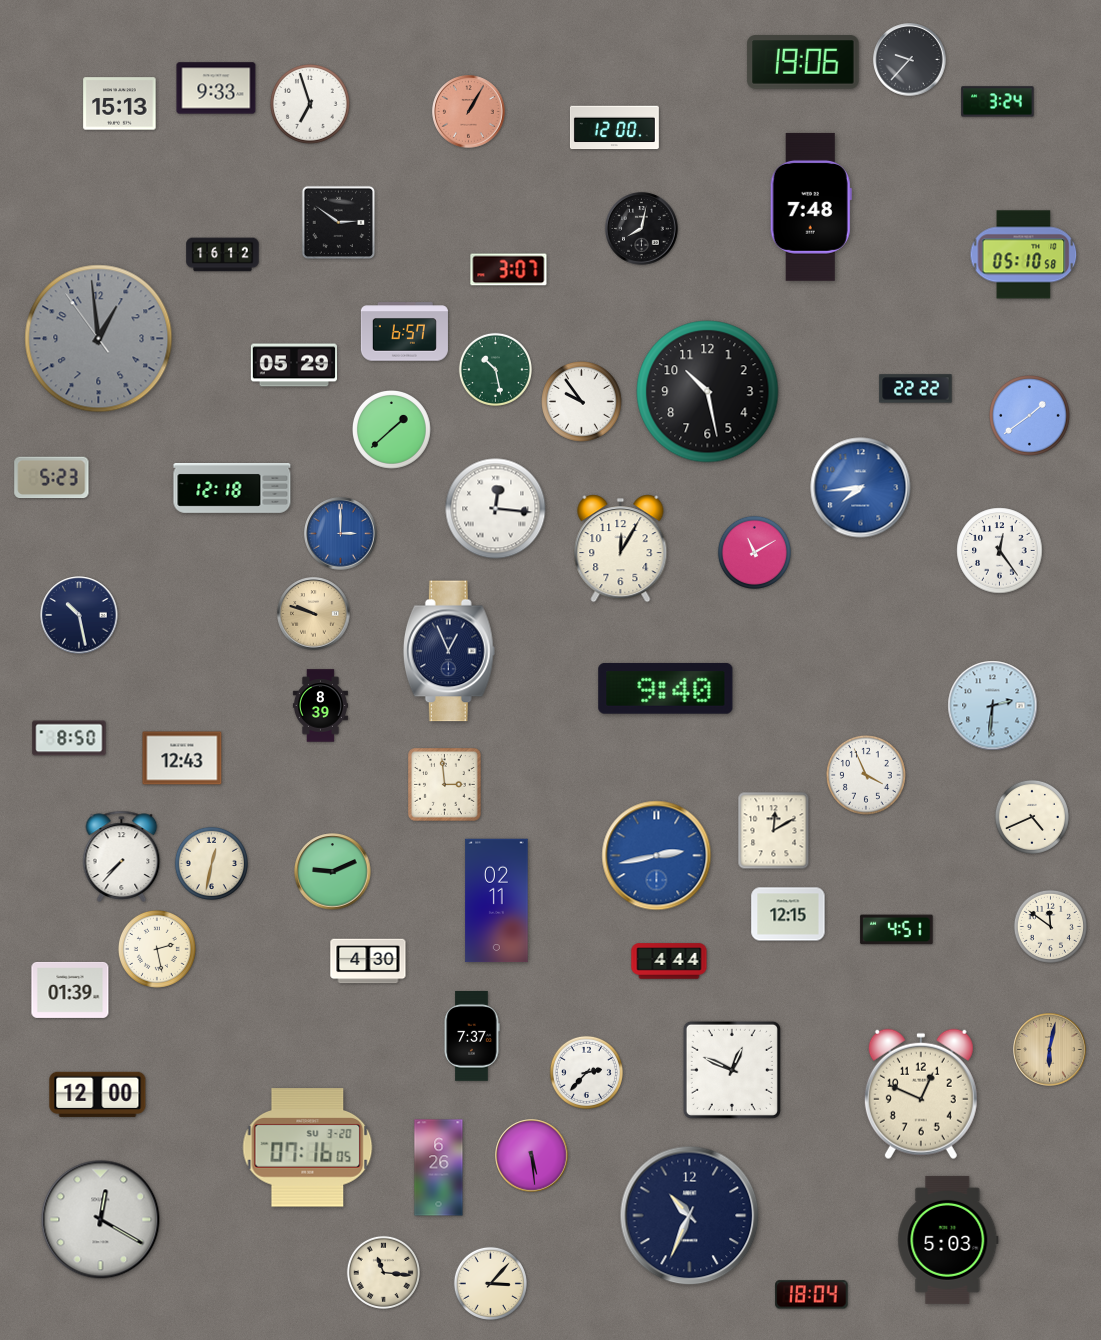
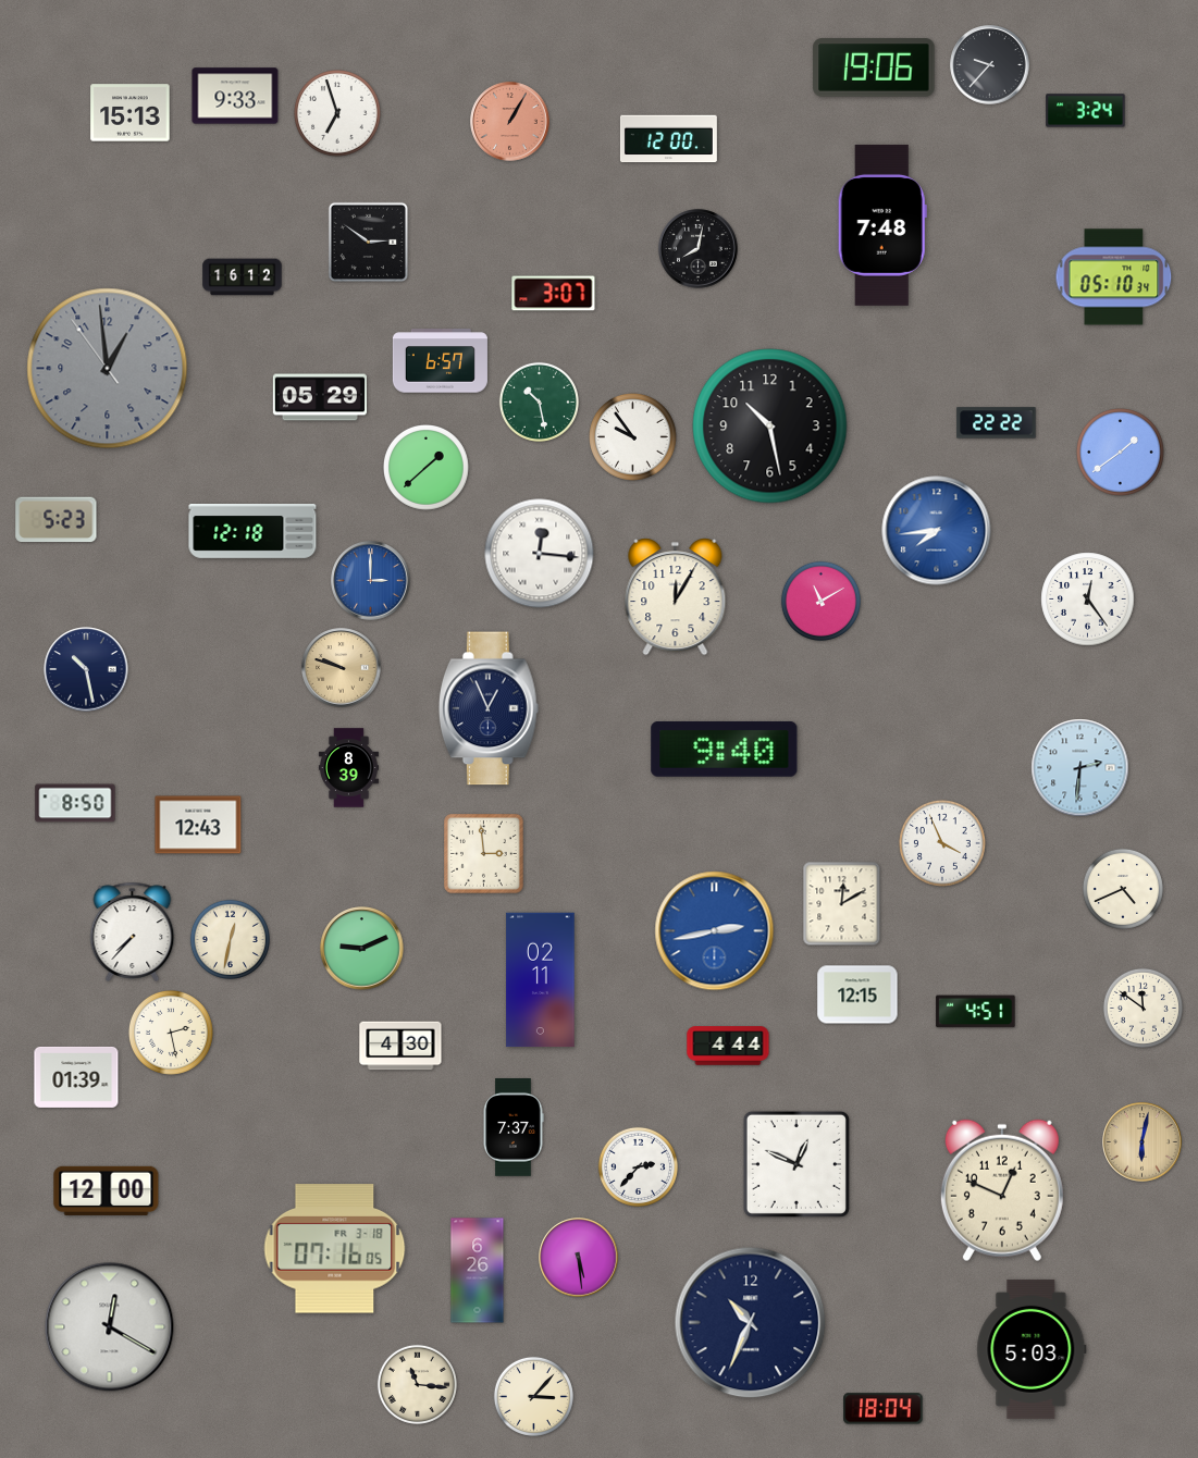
clock at (1024, 255): 05:10:58 -> 05:10:34
clock at (308, 1148) date: SU 3-20 -> FR 3-18
